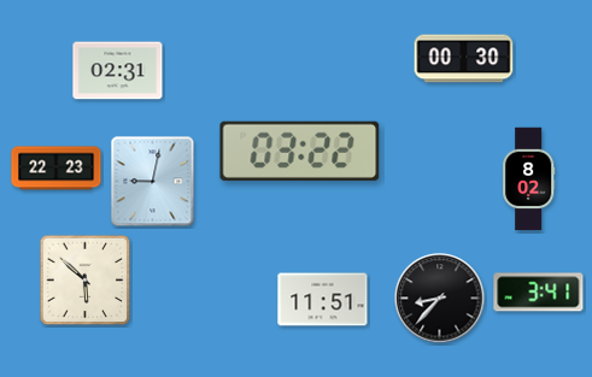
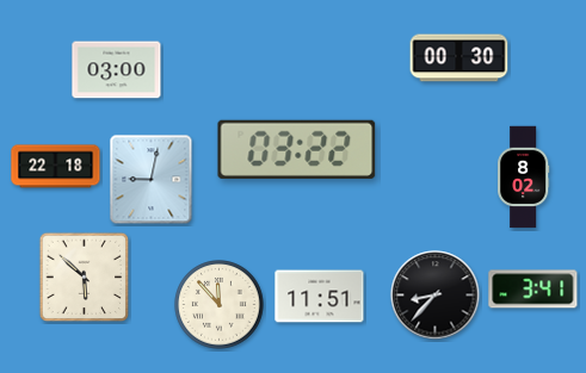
clock at (118, 71): 02:31 -> 03:00
clock at (57, 169): 22:23 -> 22:18
clock at (220, 305): none -> 11:53
